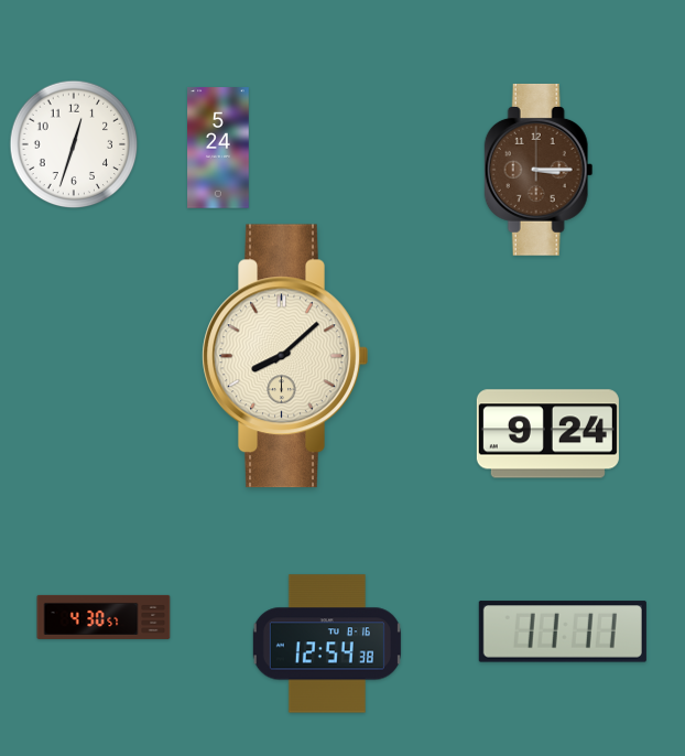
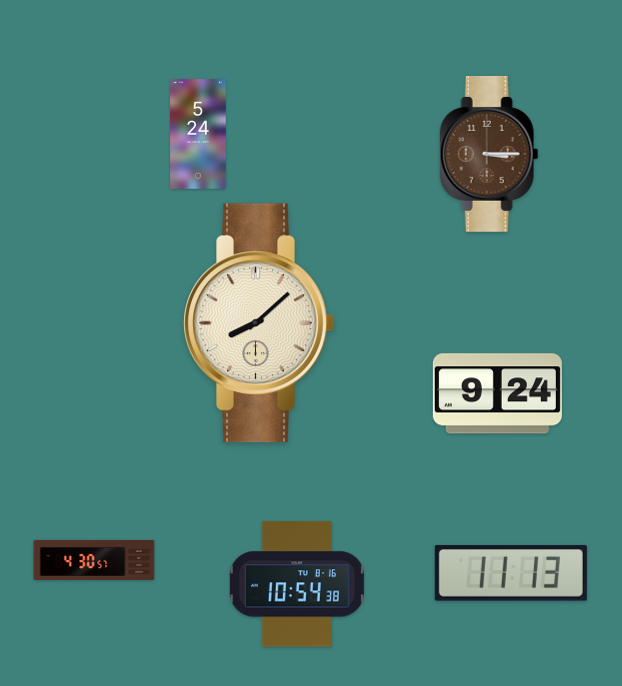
clock at (74, 144): 12:33 -> none
clock at (563, 631): 11:11 -> 11:13
clock at (327, 644): 12:54 -> 10:54
